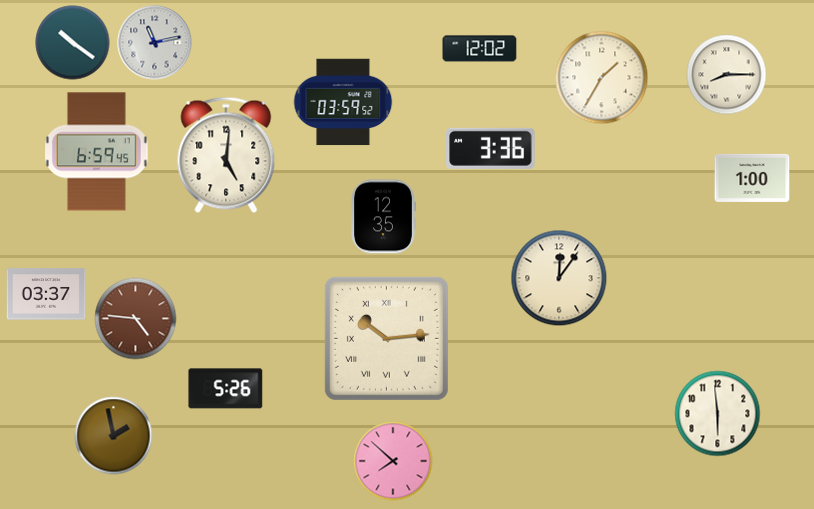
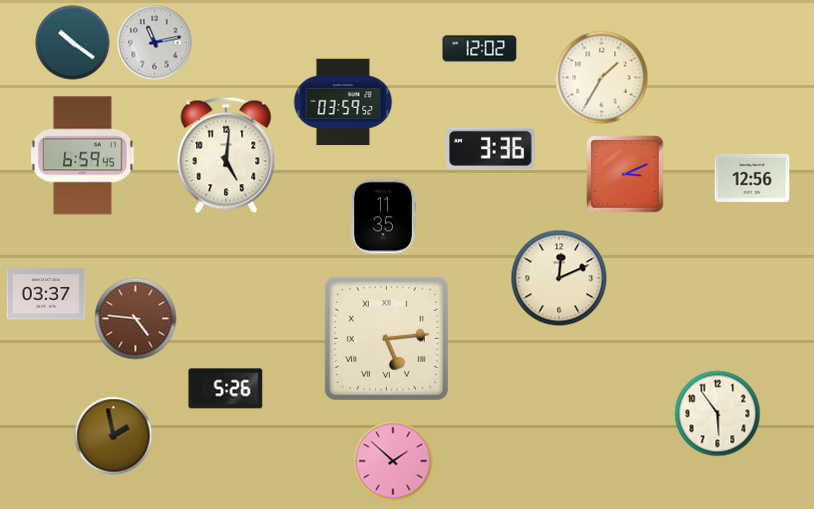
clock at (727, 75): 8:15 -> none
clock at (97, 152) position: (97, 152) -> (83, 156)
clock at (625, 174): none -> 3:11
clock at (752, 178): 1:00 -> 12:56
clock at (383, 217): 12:35 -> 11:35
clock at (559, 278): 12:06 -> 12:11
clock at (386, 338): 10:14 -> 5:14
clock at (718, 414): 5:59 -> 5:54
clock at (393, 461): 7:52 -> 1:52
